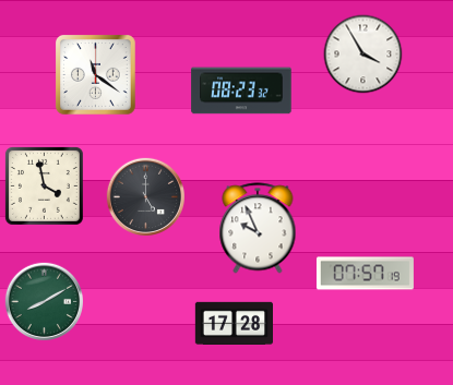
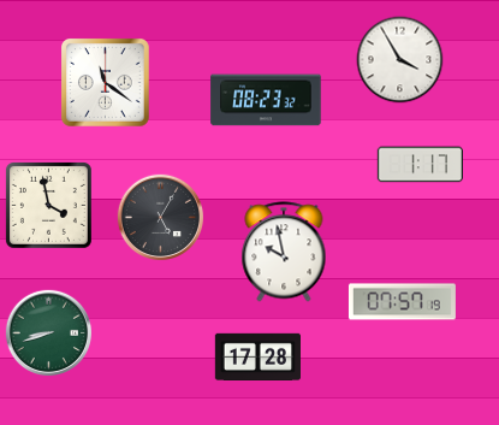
clock at (420, 165): none -> 1:17
clock at (145, 196): 5:00 -> 5:05
clock at (258, 228): 9:56 -> 9:58
clock at (44, 301): 8:10 -> 8:42
